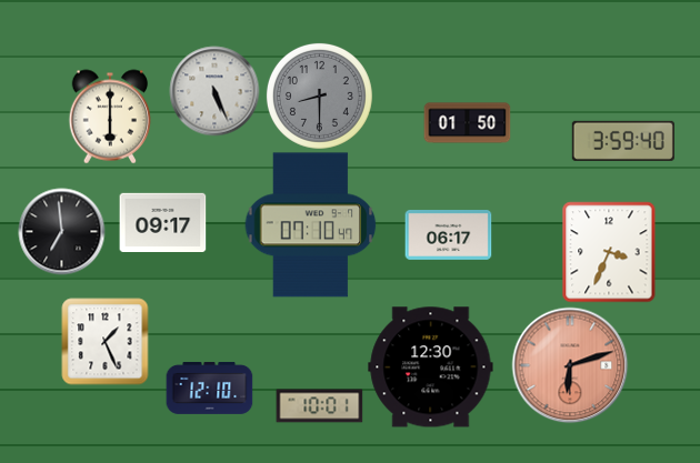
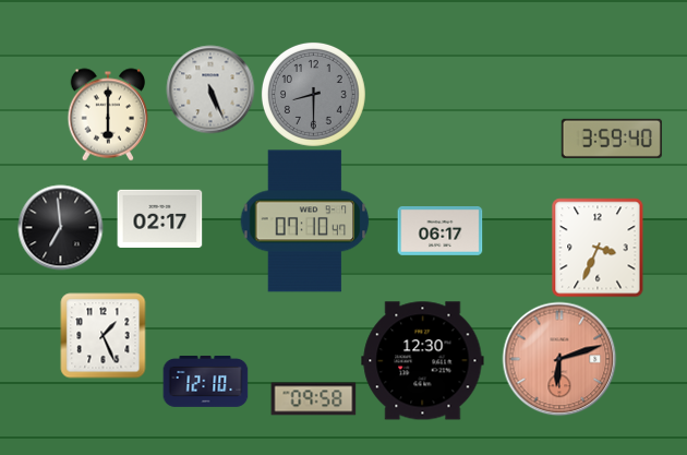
clock at (467, 123): 01:50 -> none
clock at (162, 222): 09:17 -> 02:17
clock at (319, 406): 10:01 -> 09:58
